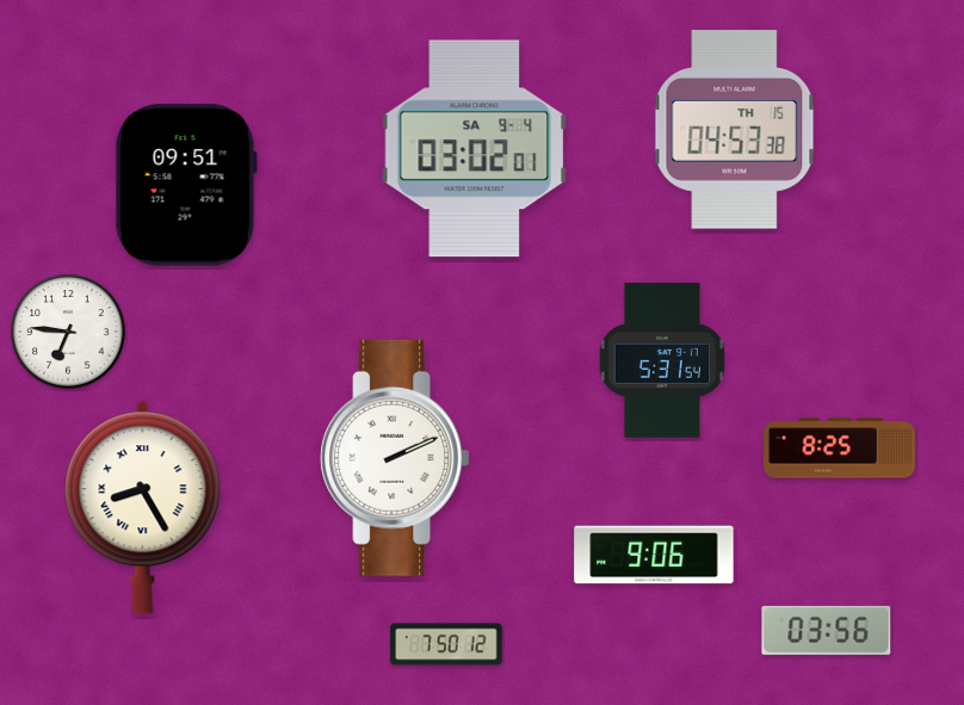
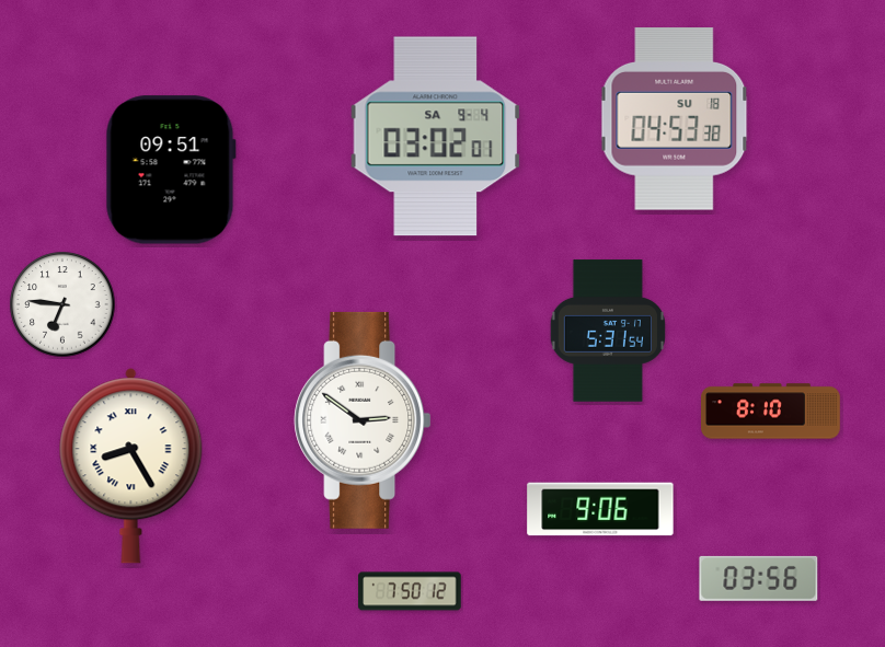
clock at (735, 130) date: TH 15 -> SU 18
clock at (840, 449): 8:25 -> 8:10
clock at (395, 458): 2:11 -> 2:51
